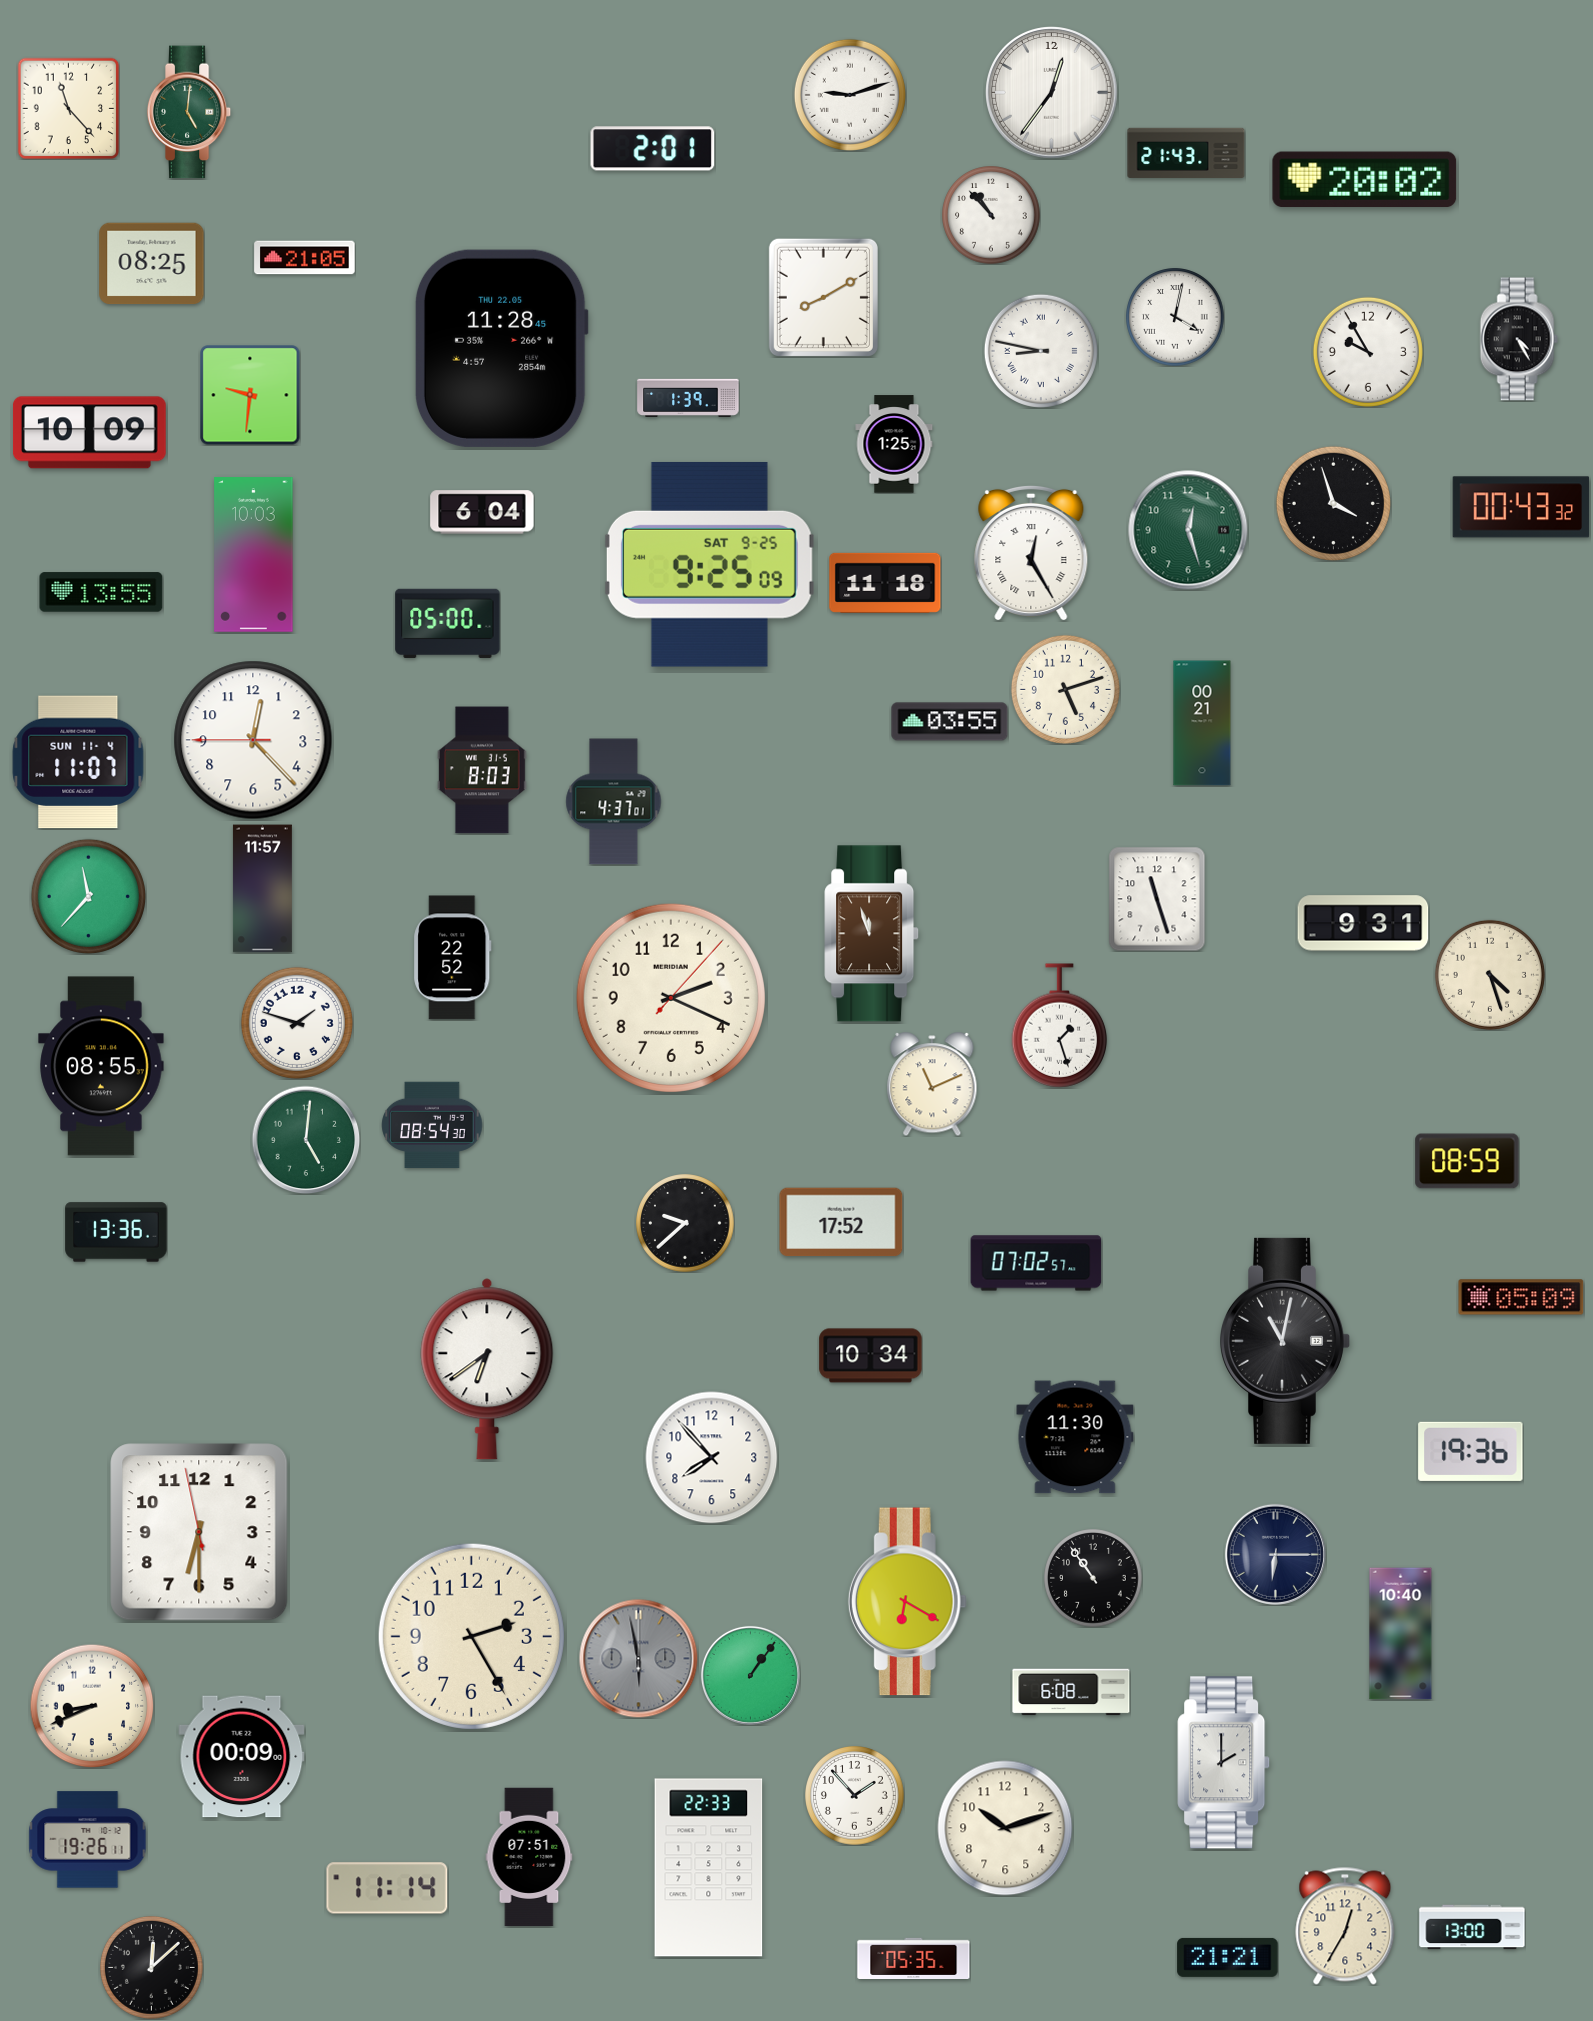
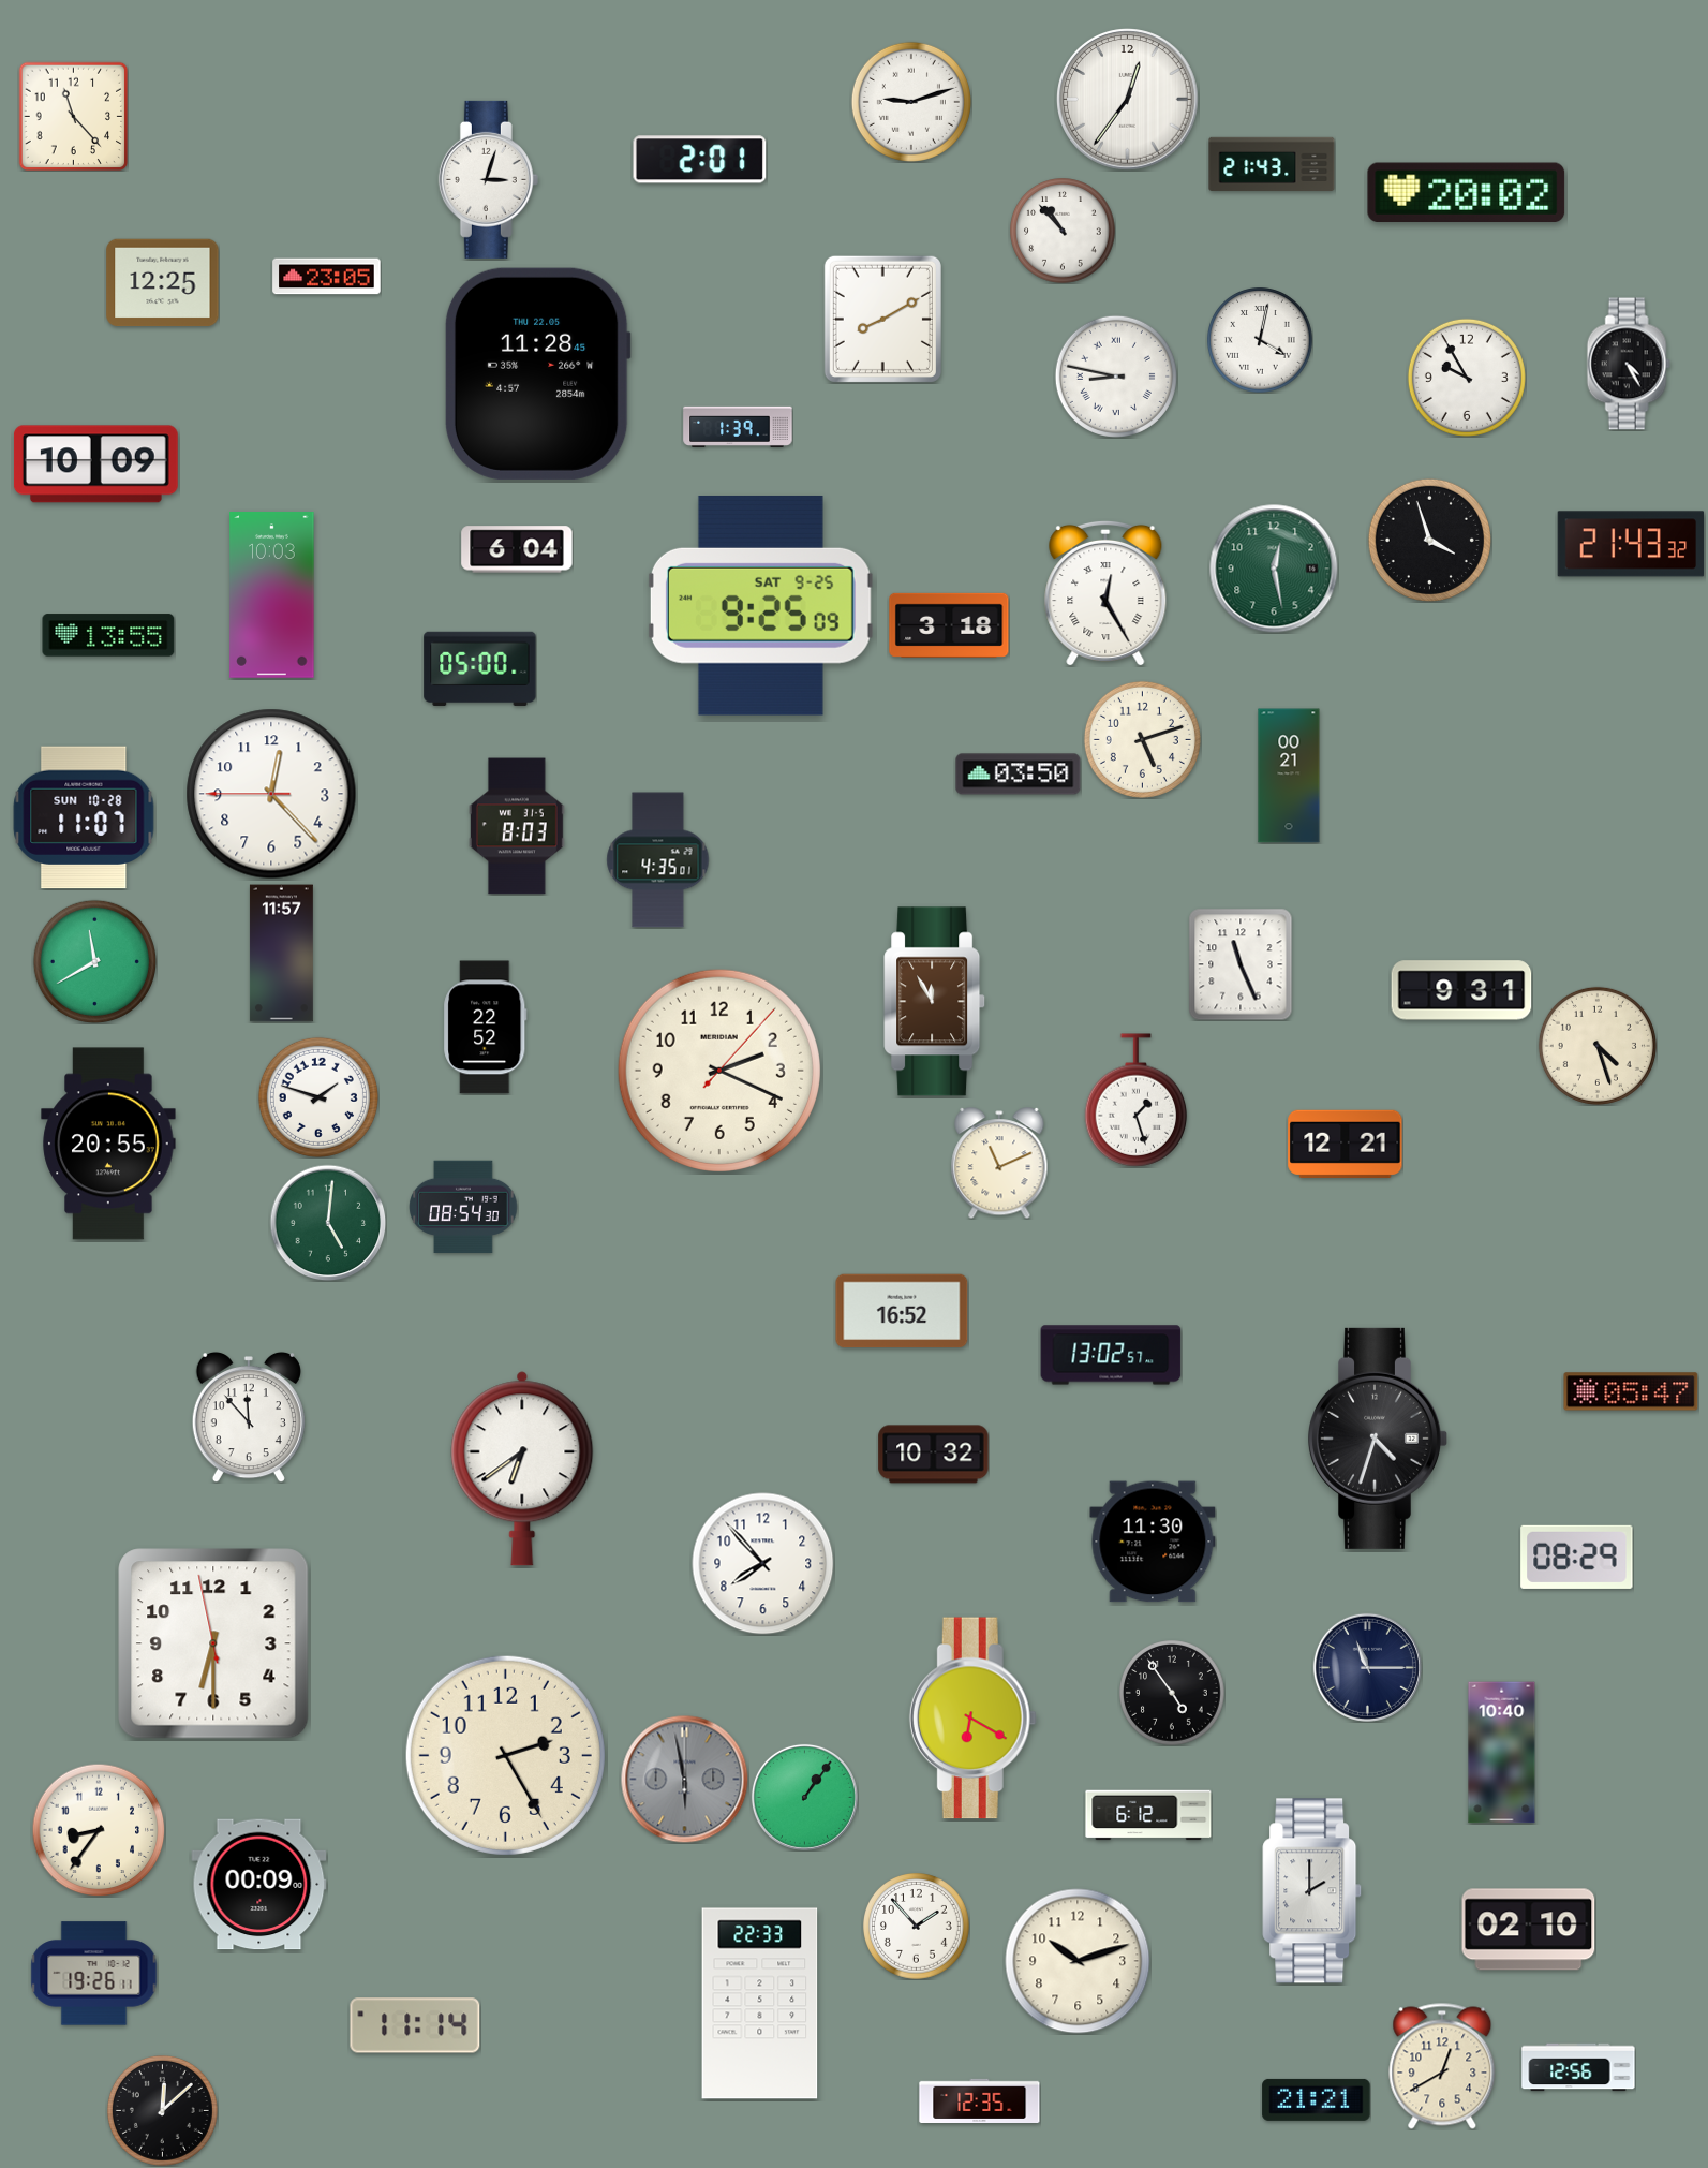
clock at (189, 112): 5:01 -> none
clock at (488, 179): none -> 3:03
clock at (1365, 180) position: (1365, 180) -> (1467, 193)
clock at (305, 258): 21:05 -> 23:05
clock at (152, 264): 08:25 -> 12:25
clock at (250, 395): 9:31 -> none
clock at (894, 444): 1:25 -> none
clock at (1521, 507): 00:43 -> 21:43
clock at (1188, 530): 12:27 -> 12:28
clock at (885, 583): 11:18 -> 3:18
clock at (950, 722): 03:55 -> 03:50
clock at (78, 762) date: SUN 11-4 -> SUN 10-28
clock at (614, 802): 4:37 -> 4:35
clock at (88, 896): 11:37 -> 11:40
clock at (1157, 899): 11:27 -> 11:26
clock at (872, 934): 11:57 -> 11:55
clock at (101, 1066): 08:55 -> 20:55
clock at (1346, 1144): none -> 12:21
clock at (1467, 1161): 08:59 -> none
clock at (841, 1222): 17:52 -> 16:52
clock at (685, 1223): 9:38 -> none
clock at (116, 1232): 13:36 -> none
clock at (1036, 1263): 07:02 -> 13:02
clock at (1521, 1297): 05:09 -> 05:47
clock at (249, 1417): none -> 11:53
clock at (1286, 1341): 11:02 -> 4:33
clock at (871, 1356): 10:34 -> 10:32
clock at (1471, 1451): 19:36 -> 08:29
clock at (1275, 1554): 6:15 -> 11:15
clock at (1093, 1578): 10:54 -> 4:54
clock at (1071, 1692): 6:08 -> 6:12
clock at (92, 1706): 8:41 -> 8:36
clock at (1529, 1930): none -> 02:10
clock at (529, 1857): 07:51 -> none
clock at (1345, 1926): 12:35 -> 12:40
clock at (1472, 1927): 13:00 -> 12:56
clock at (914, 1958): 05:35 -> 12:35
